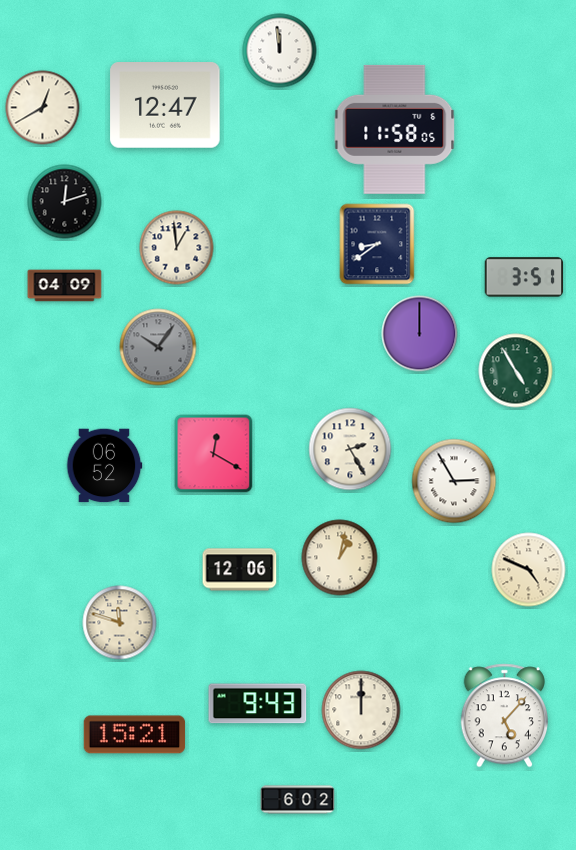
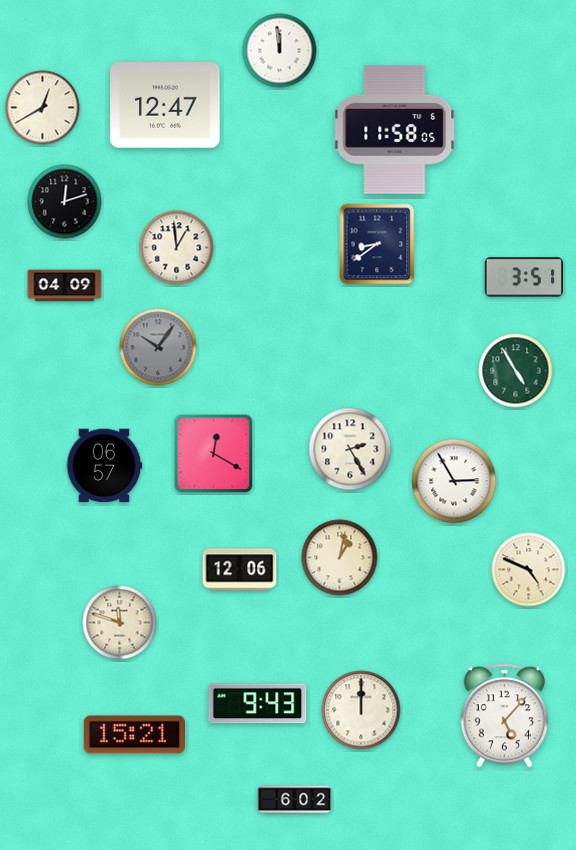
clock at (420, 334): 12:00 -> none
clock at (104, 466): 06:52 -> 06:57
clock at (298, 800) position: (298, 800) -> (295, 800)
